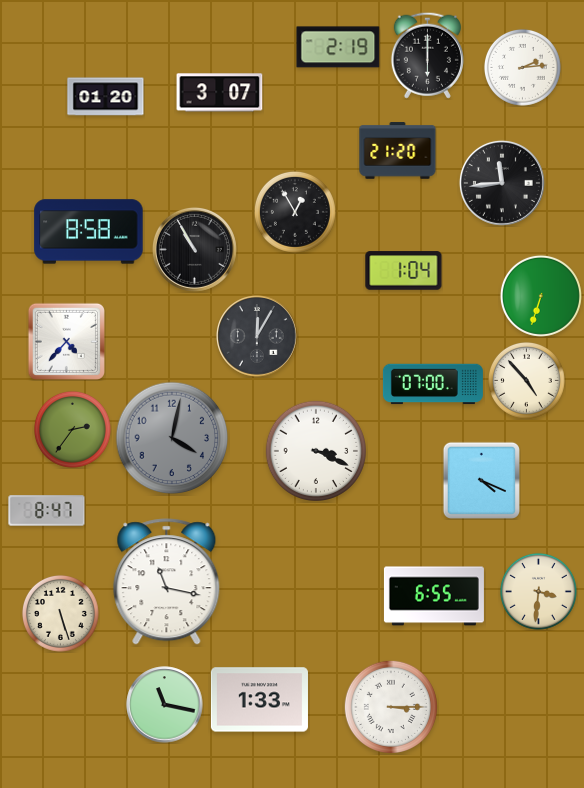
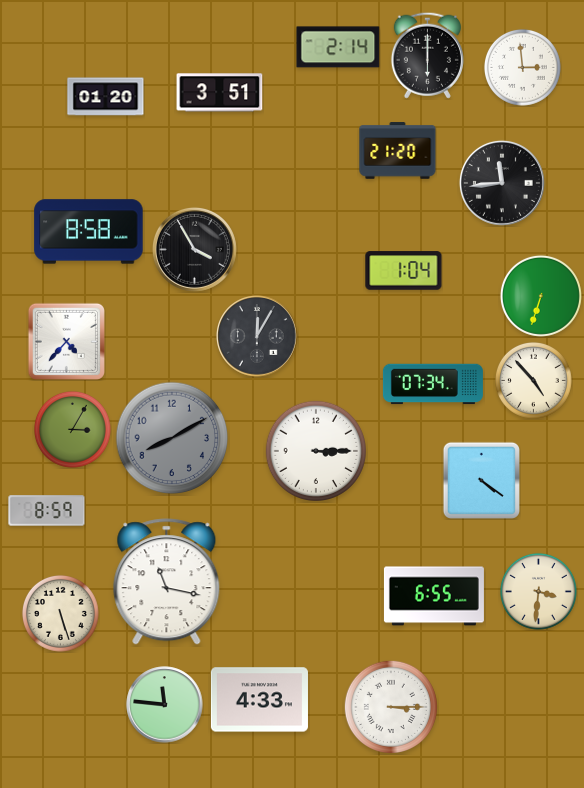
clock at (338, 47): 2:19 -> 2:14
clock at (522, 67): 2:14 -> 2:59
clock at (220, 93): 3:07 -> 3:51
clock at (295, 212): 12:55 -> none
clock at (194, 249): 10:55 -> 3:55
clock at (526, 380) position: (526, 380) -> (533, 380)
clock at (433, 384): 07:00 -> 07:34
clock at (72, 429): 2:36 -> 3:05
clock at (172, 438): 4:02 -> 8:10
clock at (315, 450): 3:19 -> 3:15
clock at (481, 480): 4:19 -> 4:21
clock at (47, 511): 8:47 -> 8:59
clock at (259, 700): 1:33 -> 4:33
clock at (165, 705): 11:17 -> 11:46
